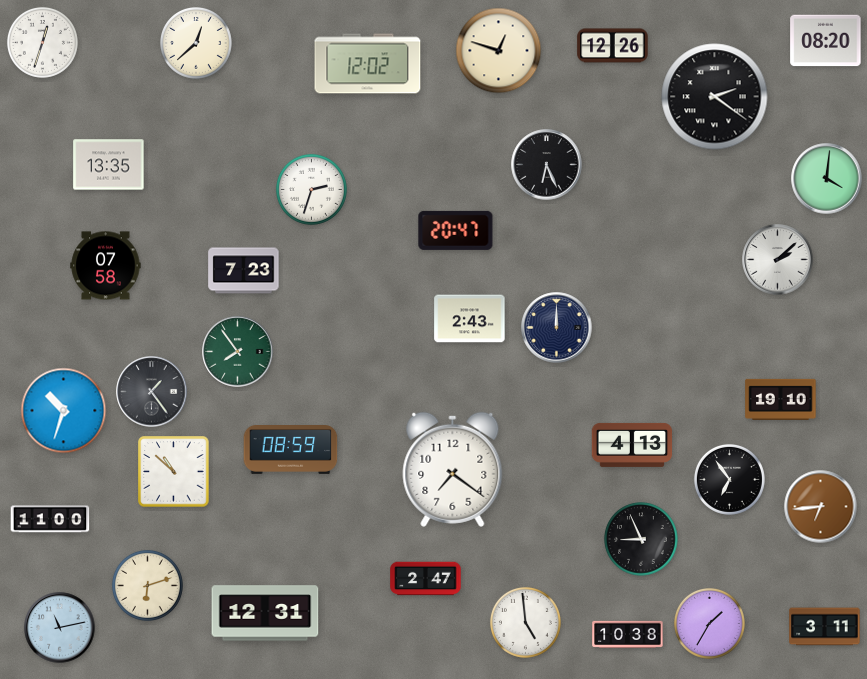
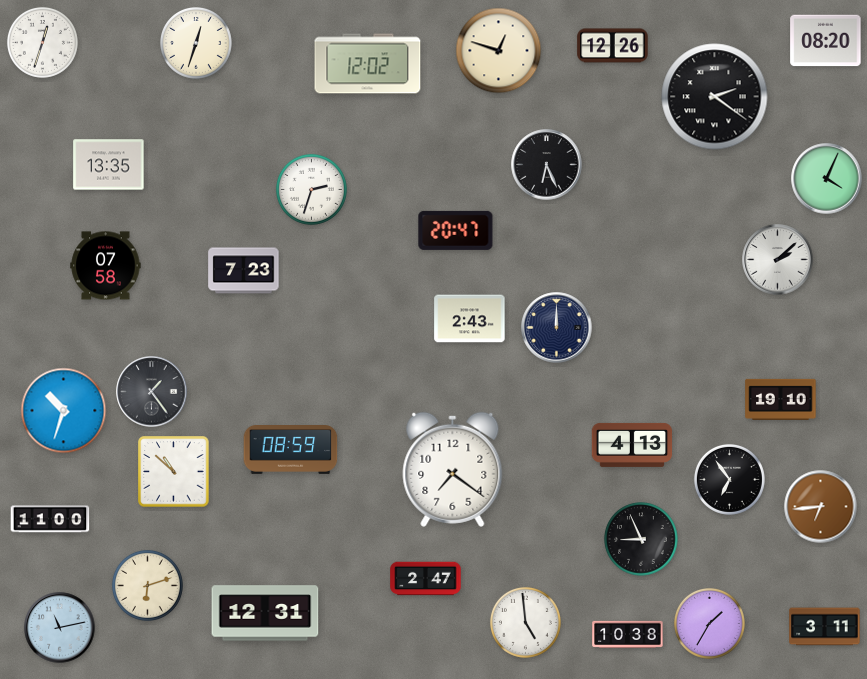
clock at (197, 44): 12:38 -> 12:33
clock at (827, 179): 4:01 -> 4:04
clock at (238, 352): 7:54 -> none
